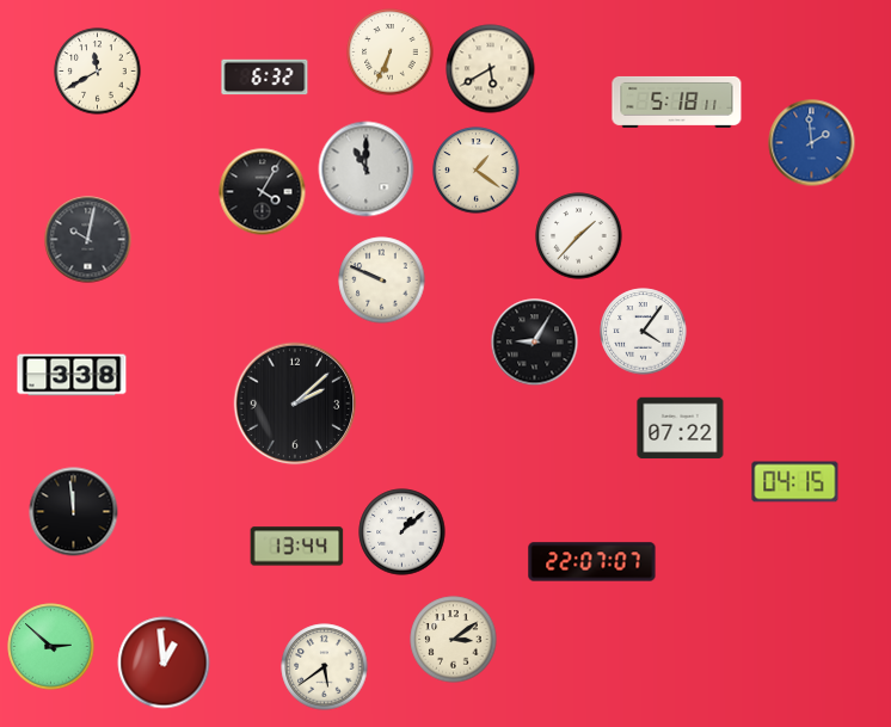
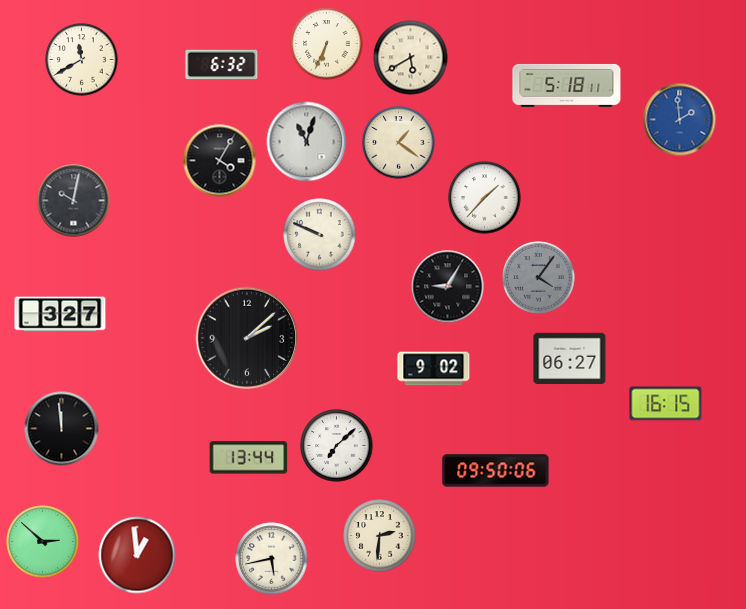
clock at (367, 170): 11:00 -> 11:03
clock at (644, 332) dial: white -> grey
clock at (72, 375): 3:38 -> 3:27
clock at (681, 429): 07:22 -> 06:27
clock at (434, 369): none -> 9:02
clock at (795, 482): 04:15 -> 16:15
clock at (403, 532): 1:08 -> 7:08
clock at (592, 562): 22:07 -> 09:50
clock at (454, 640): 3:09 -> 2:31
clock at (325, 667): 5:39 -> 5:43
